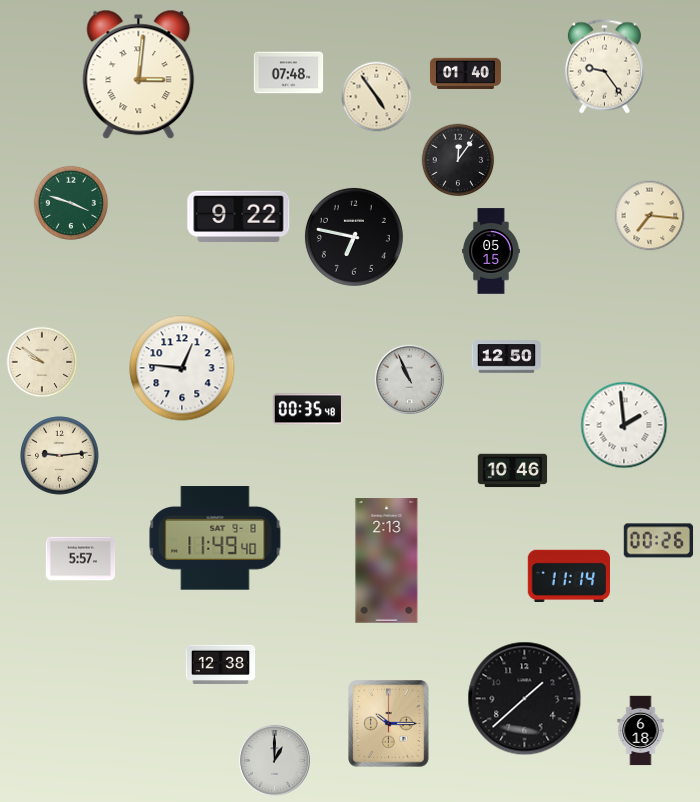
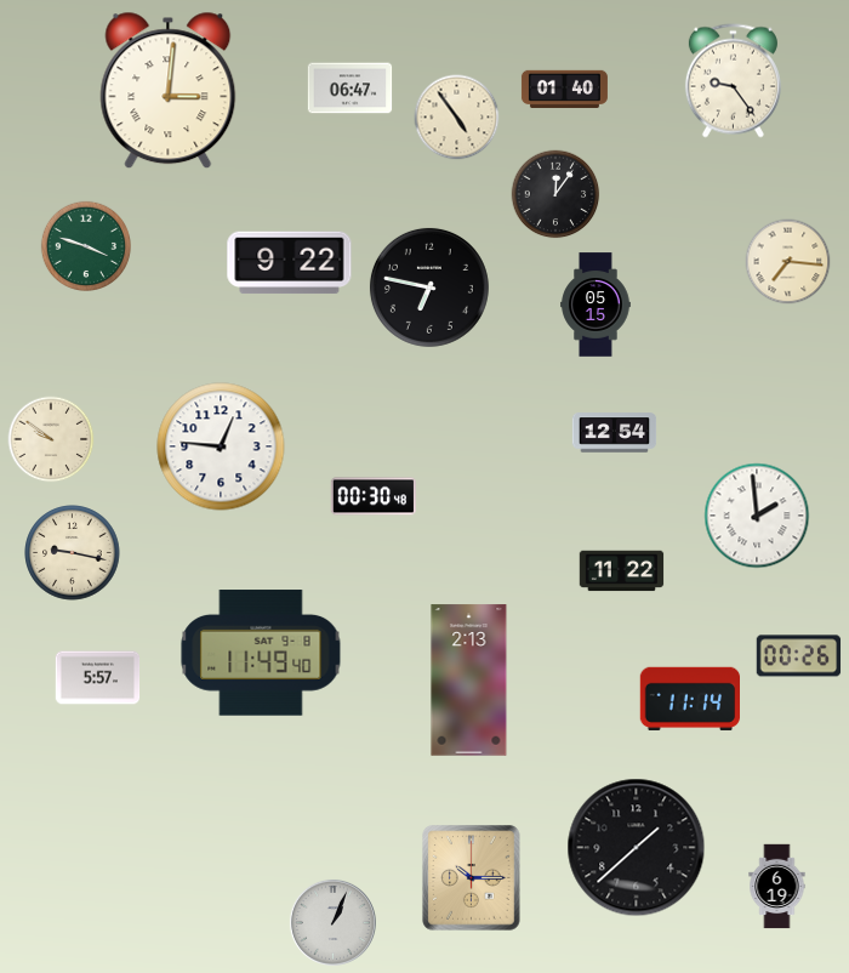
clock at (289, 73): 07:48 -> 06:47
clock at (507, 357): 12:50 -> 12:54
clock at (409, 379): 10:56 -> none
clock at (308, 409): 00:35 -> 00:30
clock at (60, 456): 9:14 -> 9:17
clock at (513, 471): 10:46 -> 11:22
clock at (221, 665): 12:38 -> none
clock at (641, 731): 6:18 -> 6:19
clock at (274, 760): 1:00 -> 1:04
